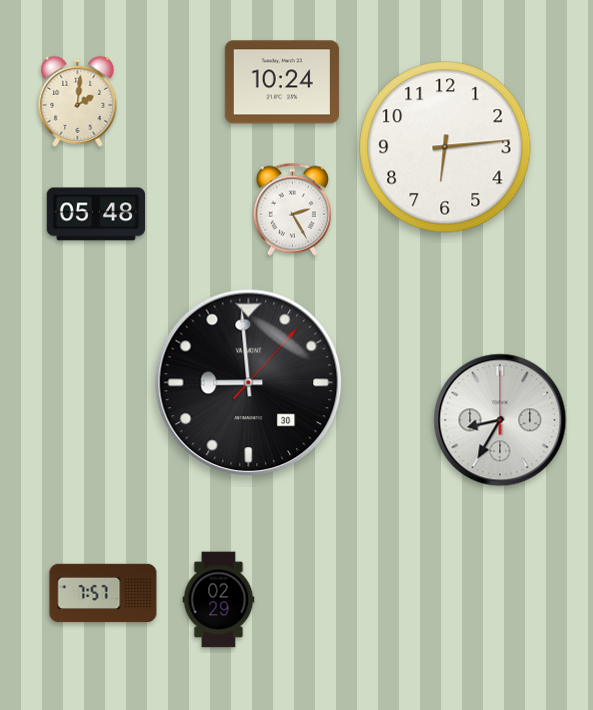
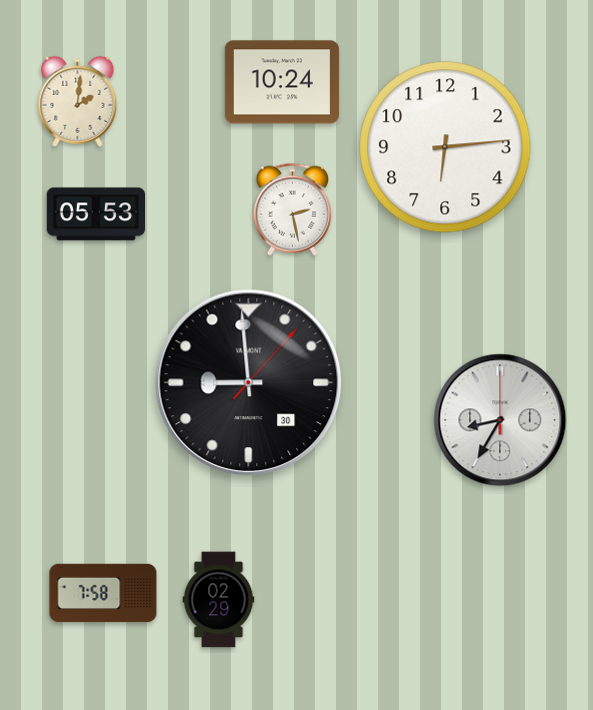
clock at (292, 209): 2:25 -> 2:28
clock at (95, 214): 05:48 -> 05:53
clock at (103, 593): 7:57 -> 7:58
